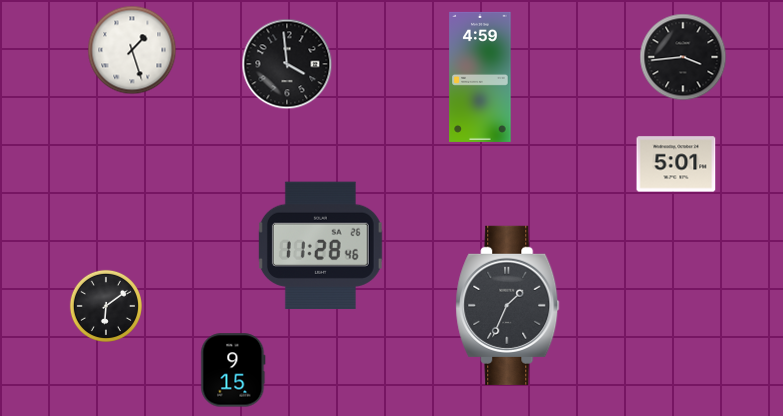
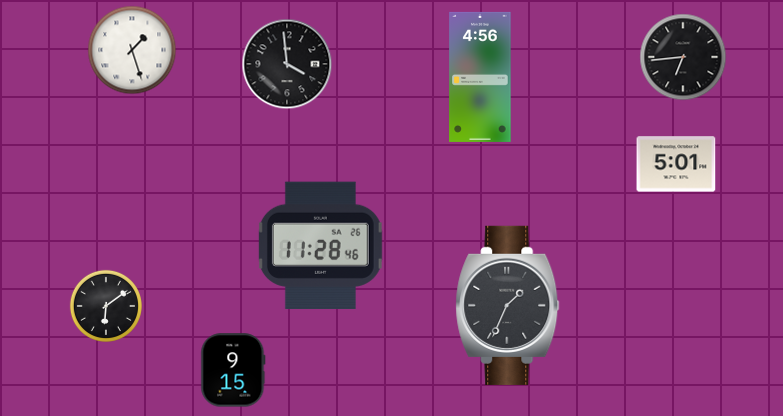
clock at (683, 57): 3:44 -> 6:44
clock at (480, 77): 4:59 -> 4:56
